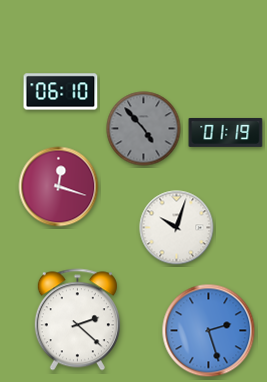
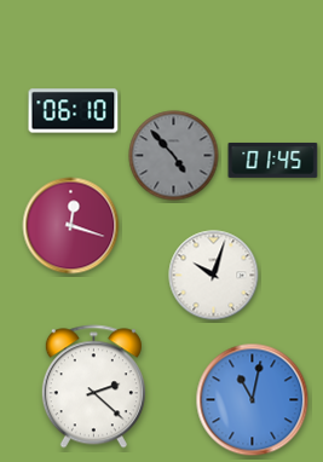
clock at (226, 133): 01:19 -> 01:45
clock at (209, 331): 2:27 -> 11:02
